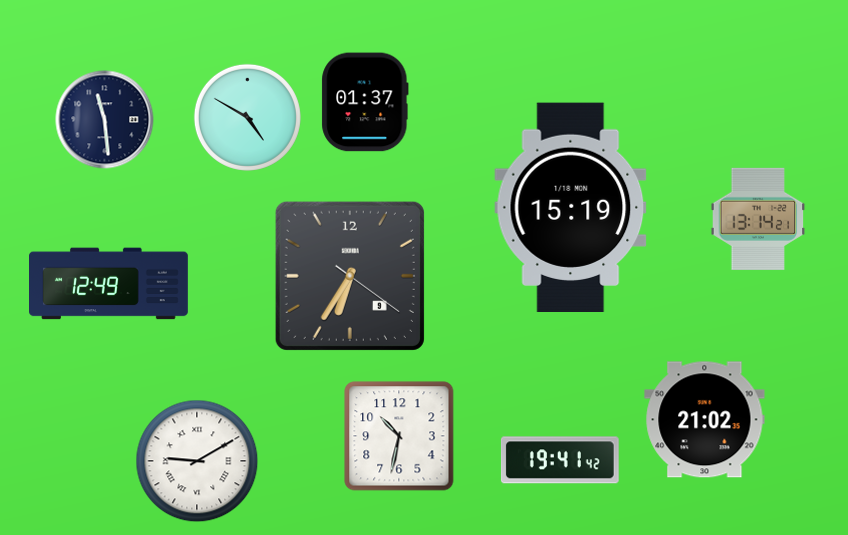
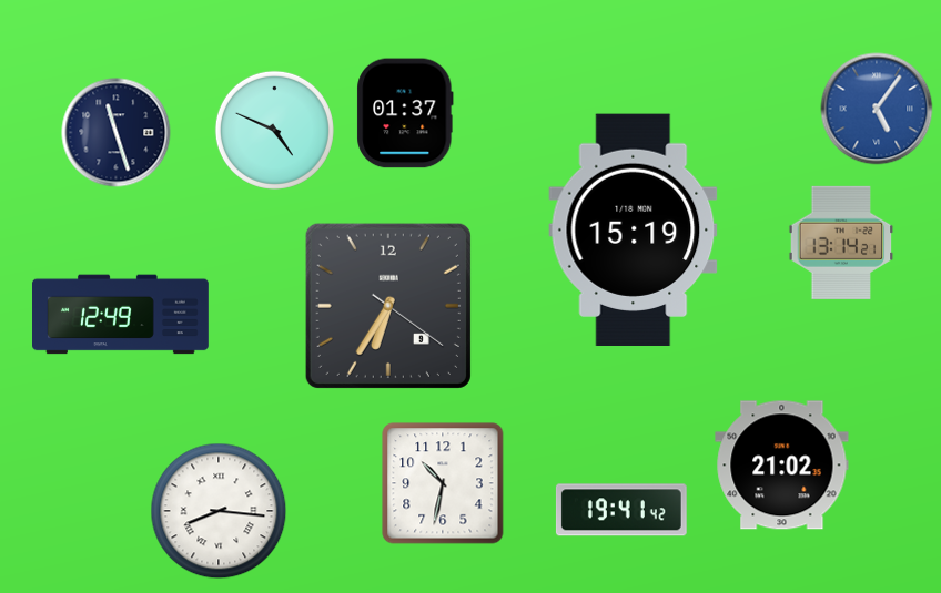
clock at (877, 109): none -> 5:06
clock at (247, 117): 4:50 -> 4:49
clock at (105, 120): 11:29 -> 11:27
clock at (197, 461): 9:10 -> 8:16
